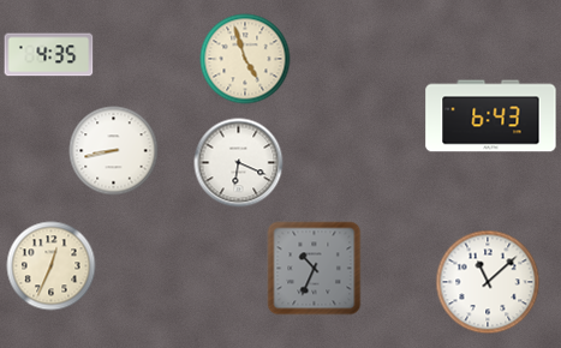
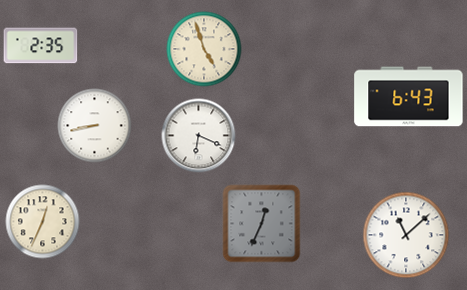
clock at (49, 55): 4:35 -> 2:35
clock at (315, 269): 10:34 -> 12:34
